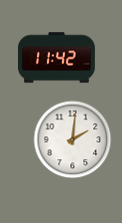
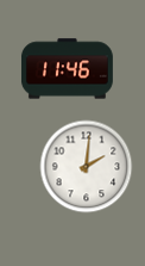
clock at (56, 58): 11:42 -> 11:46
